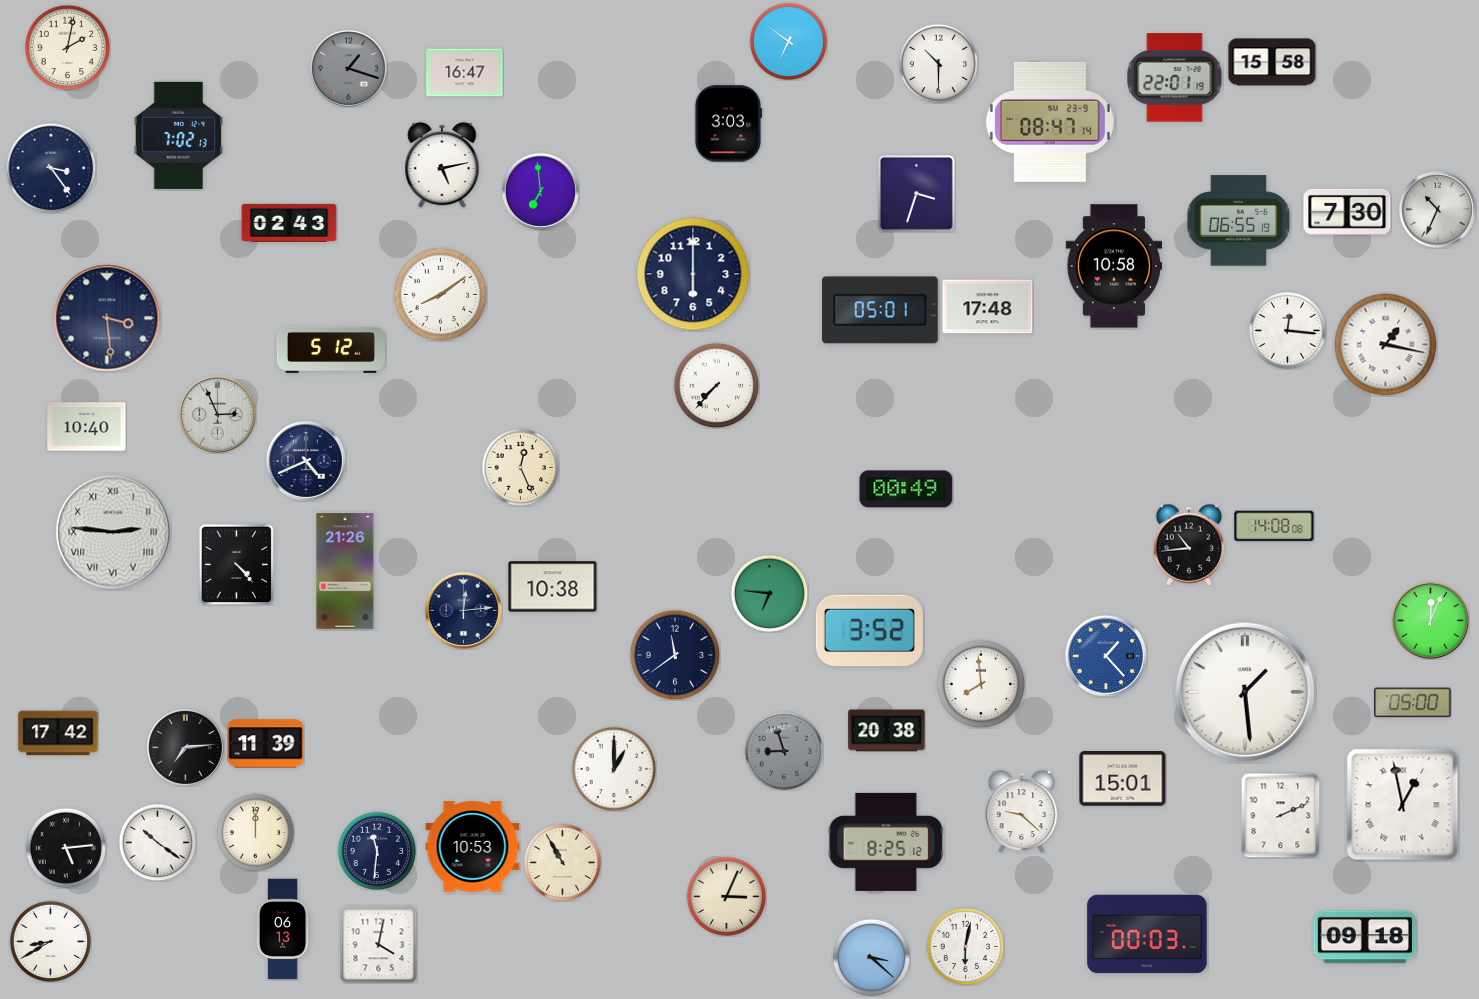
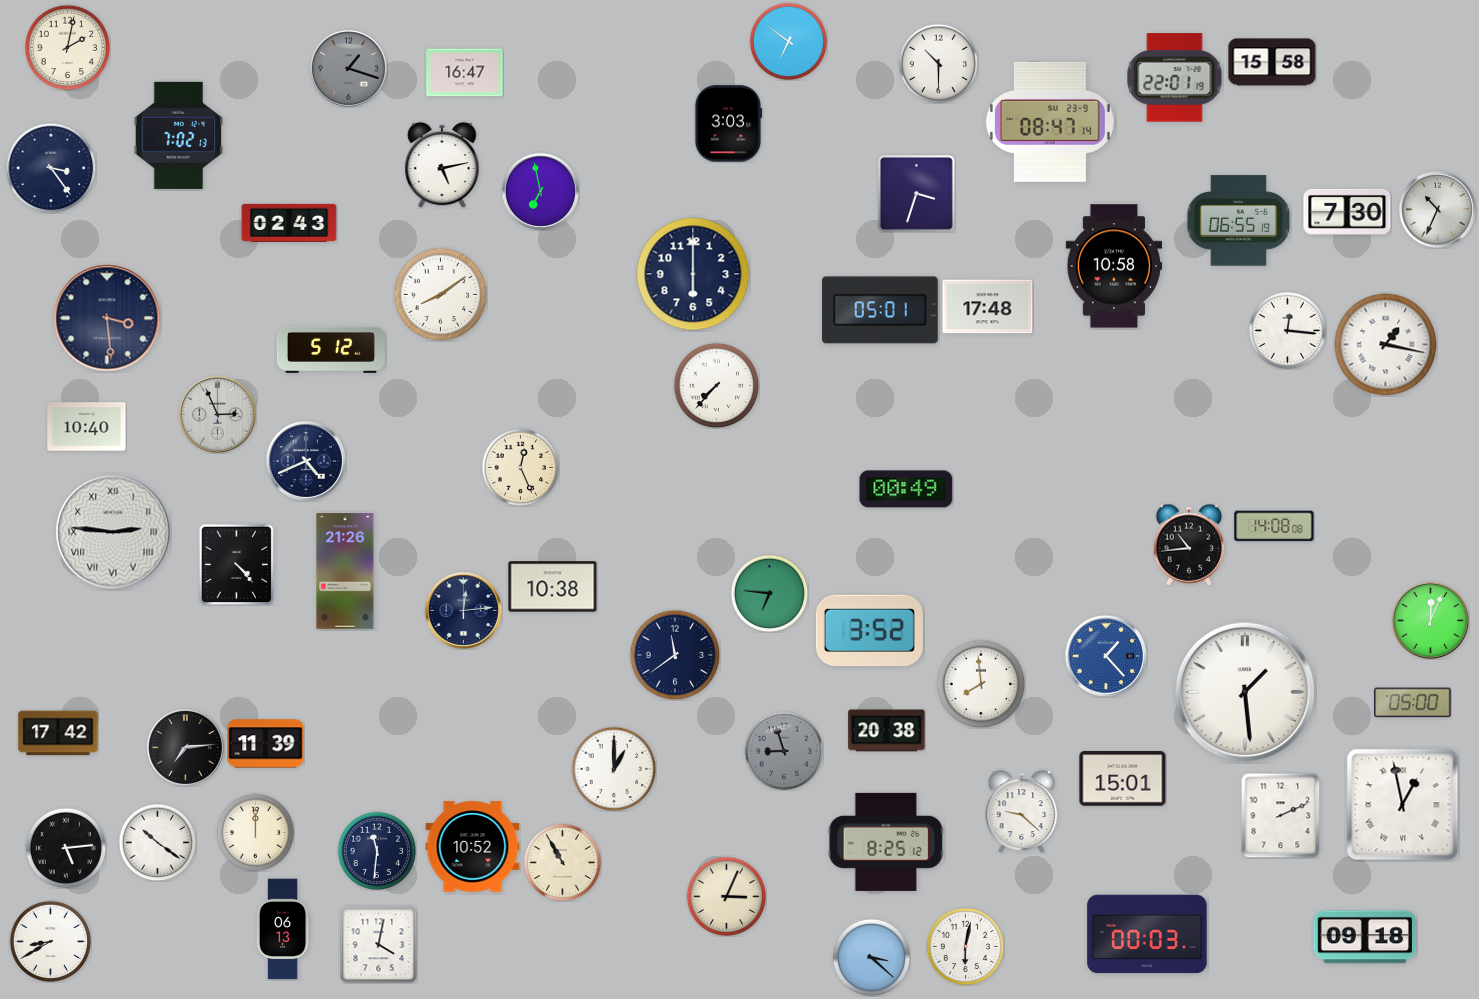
clock at (540, 191): 6:59 -> 6:58
clock at (473, 847): 10:53 -> 10:52
